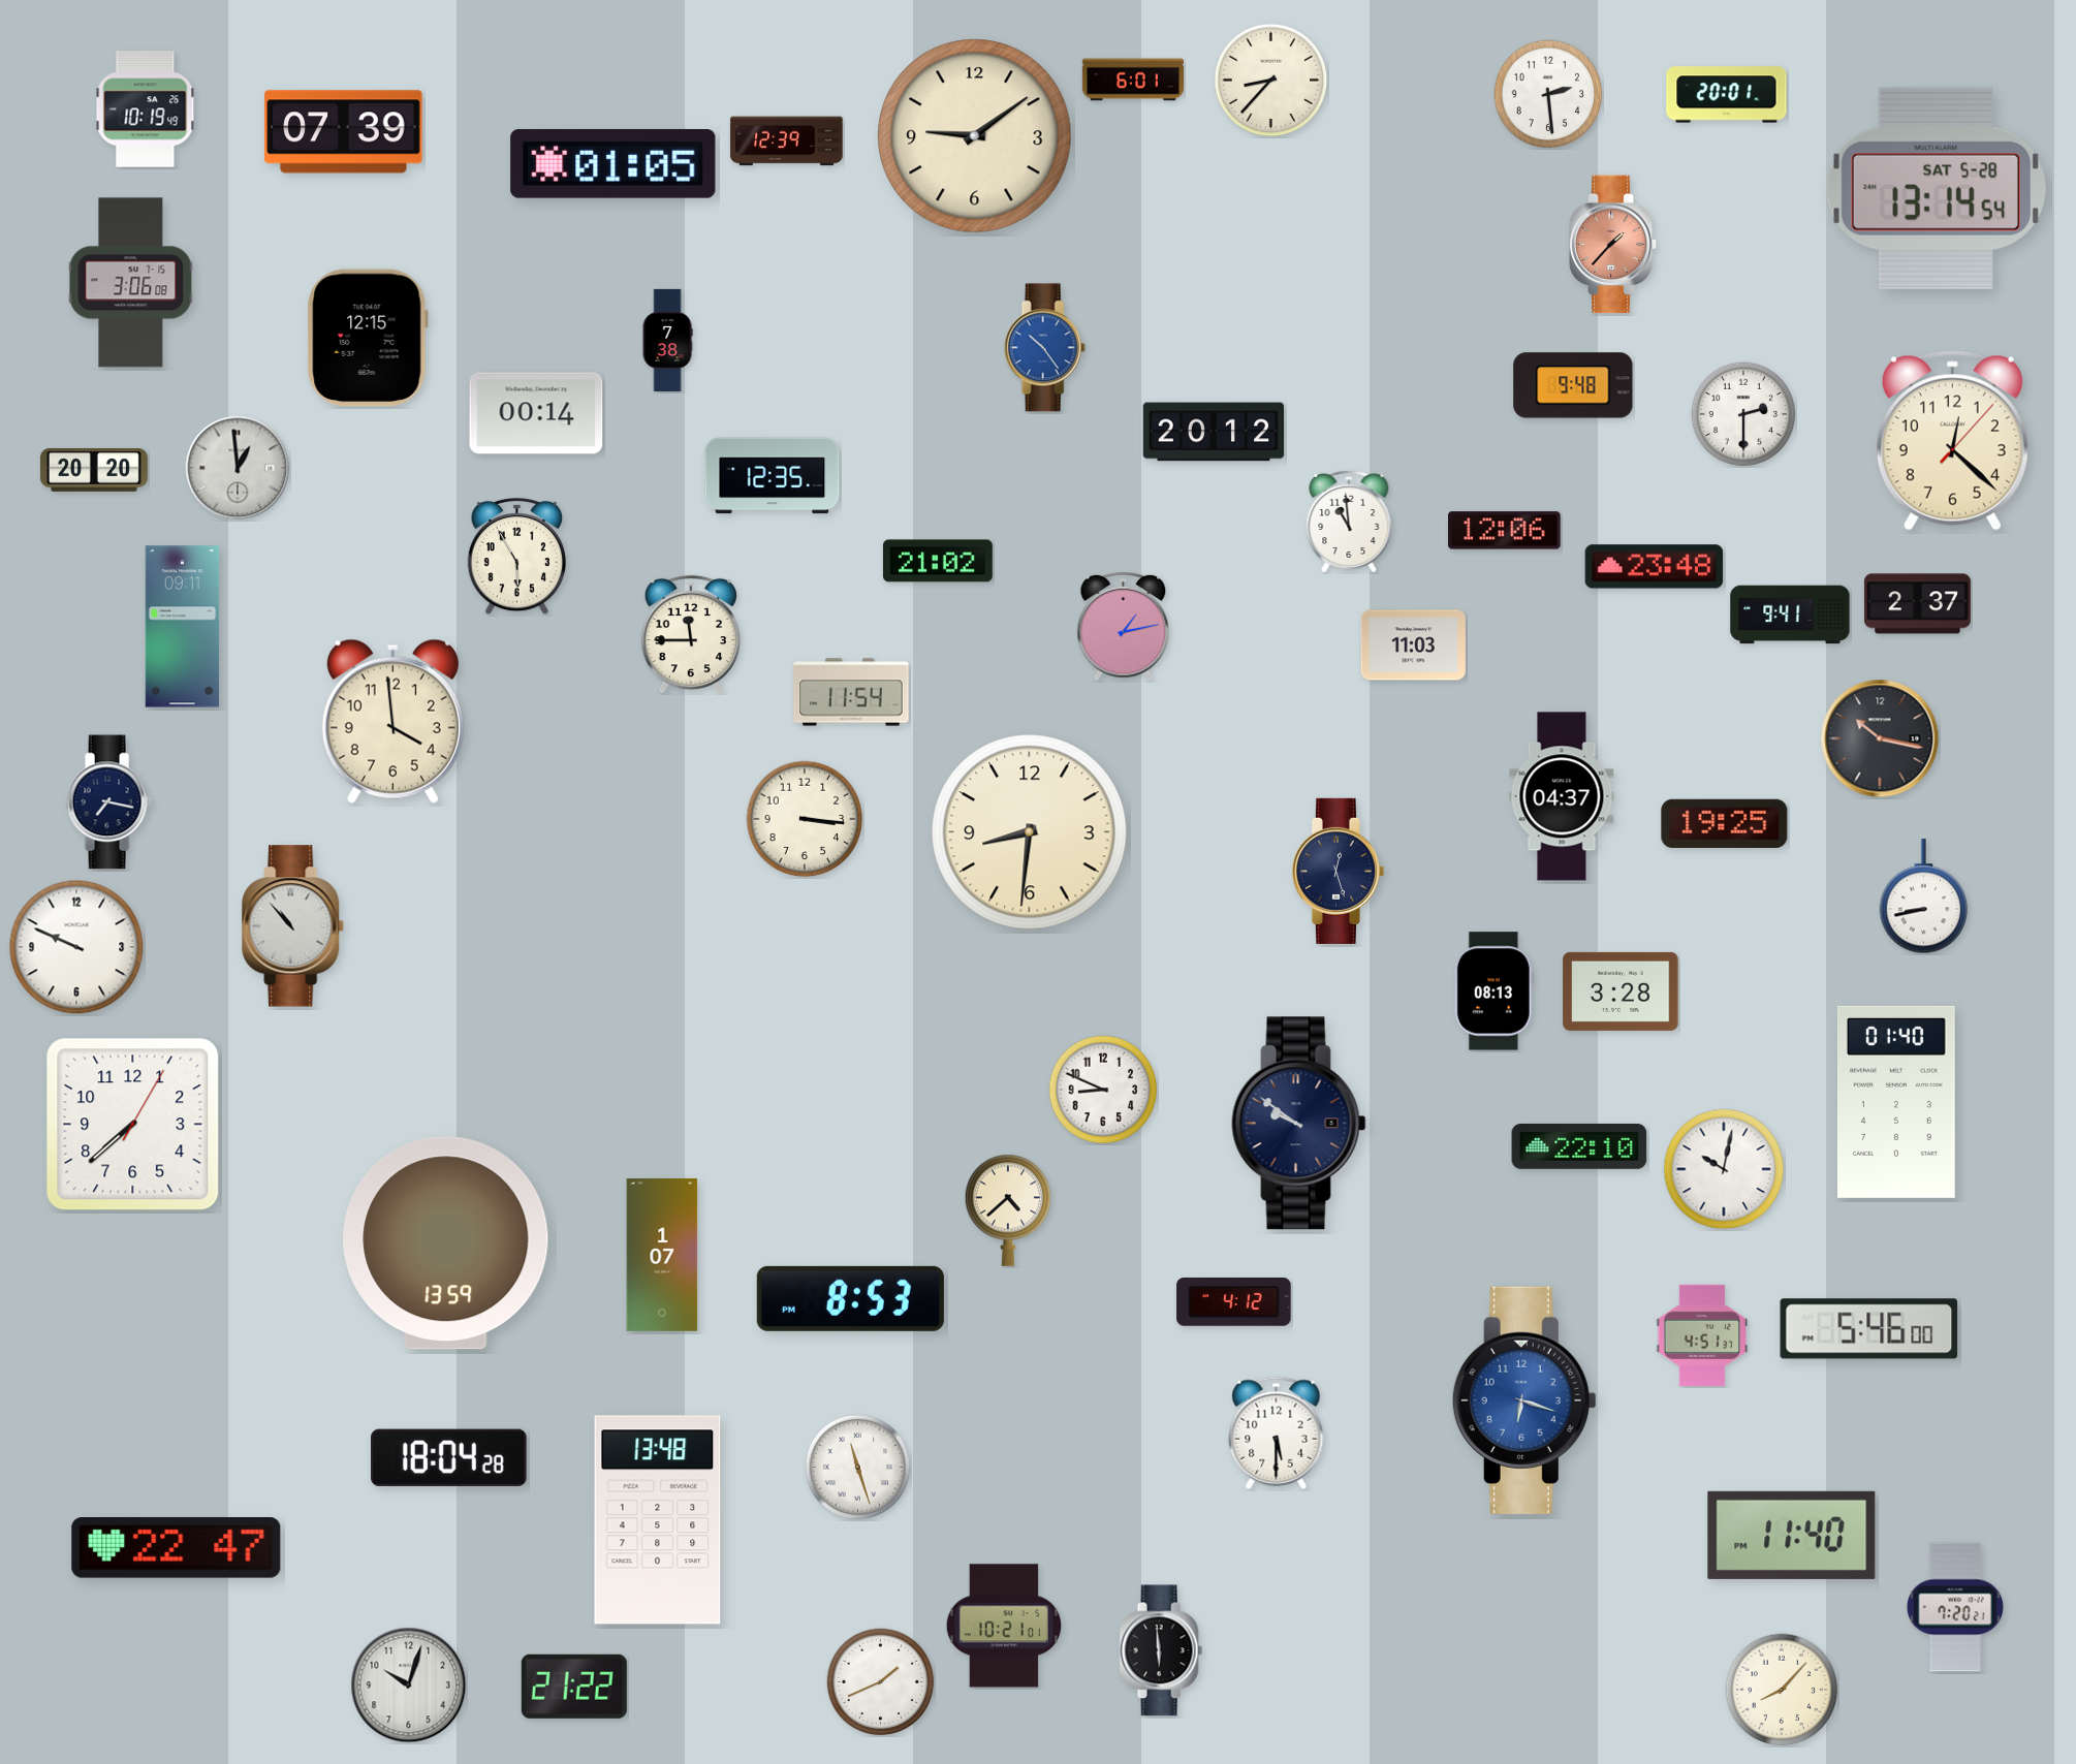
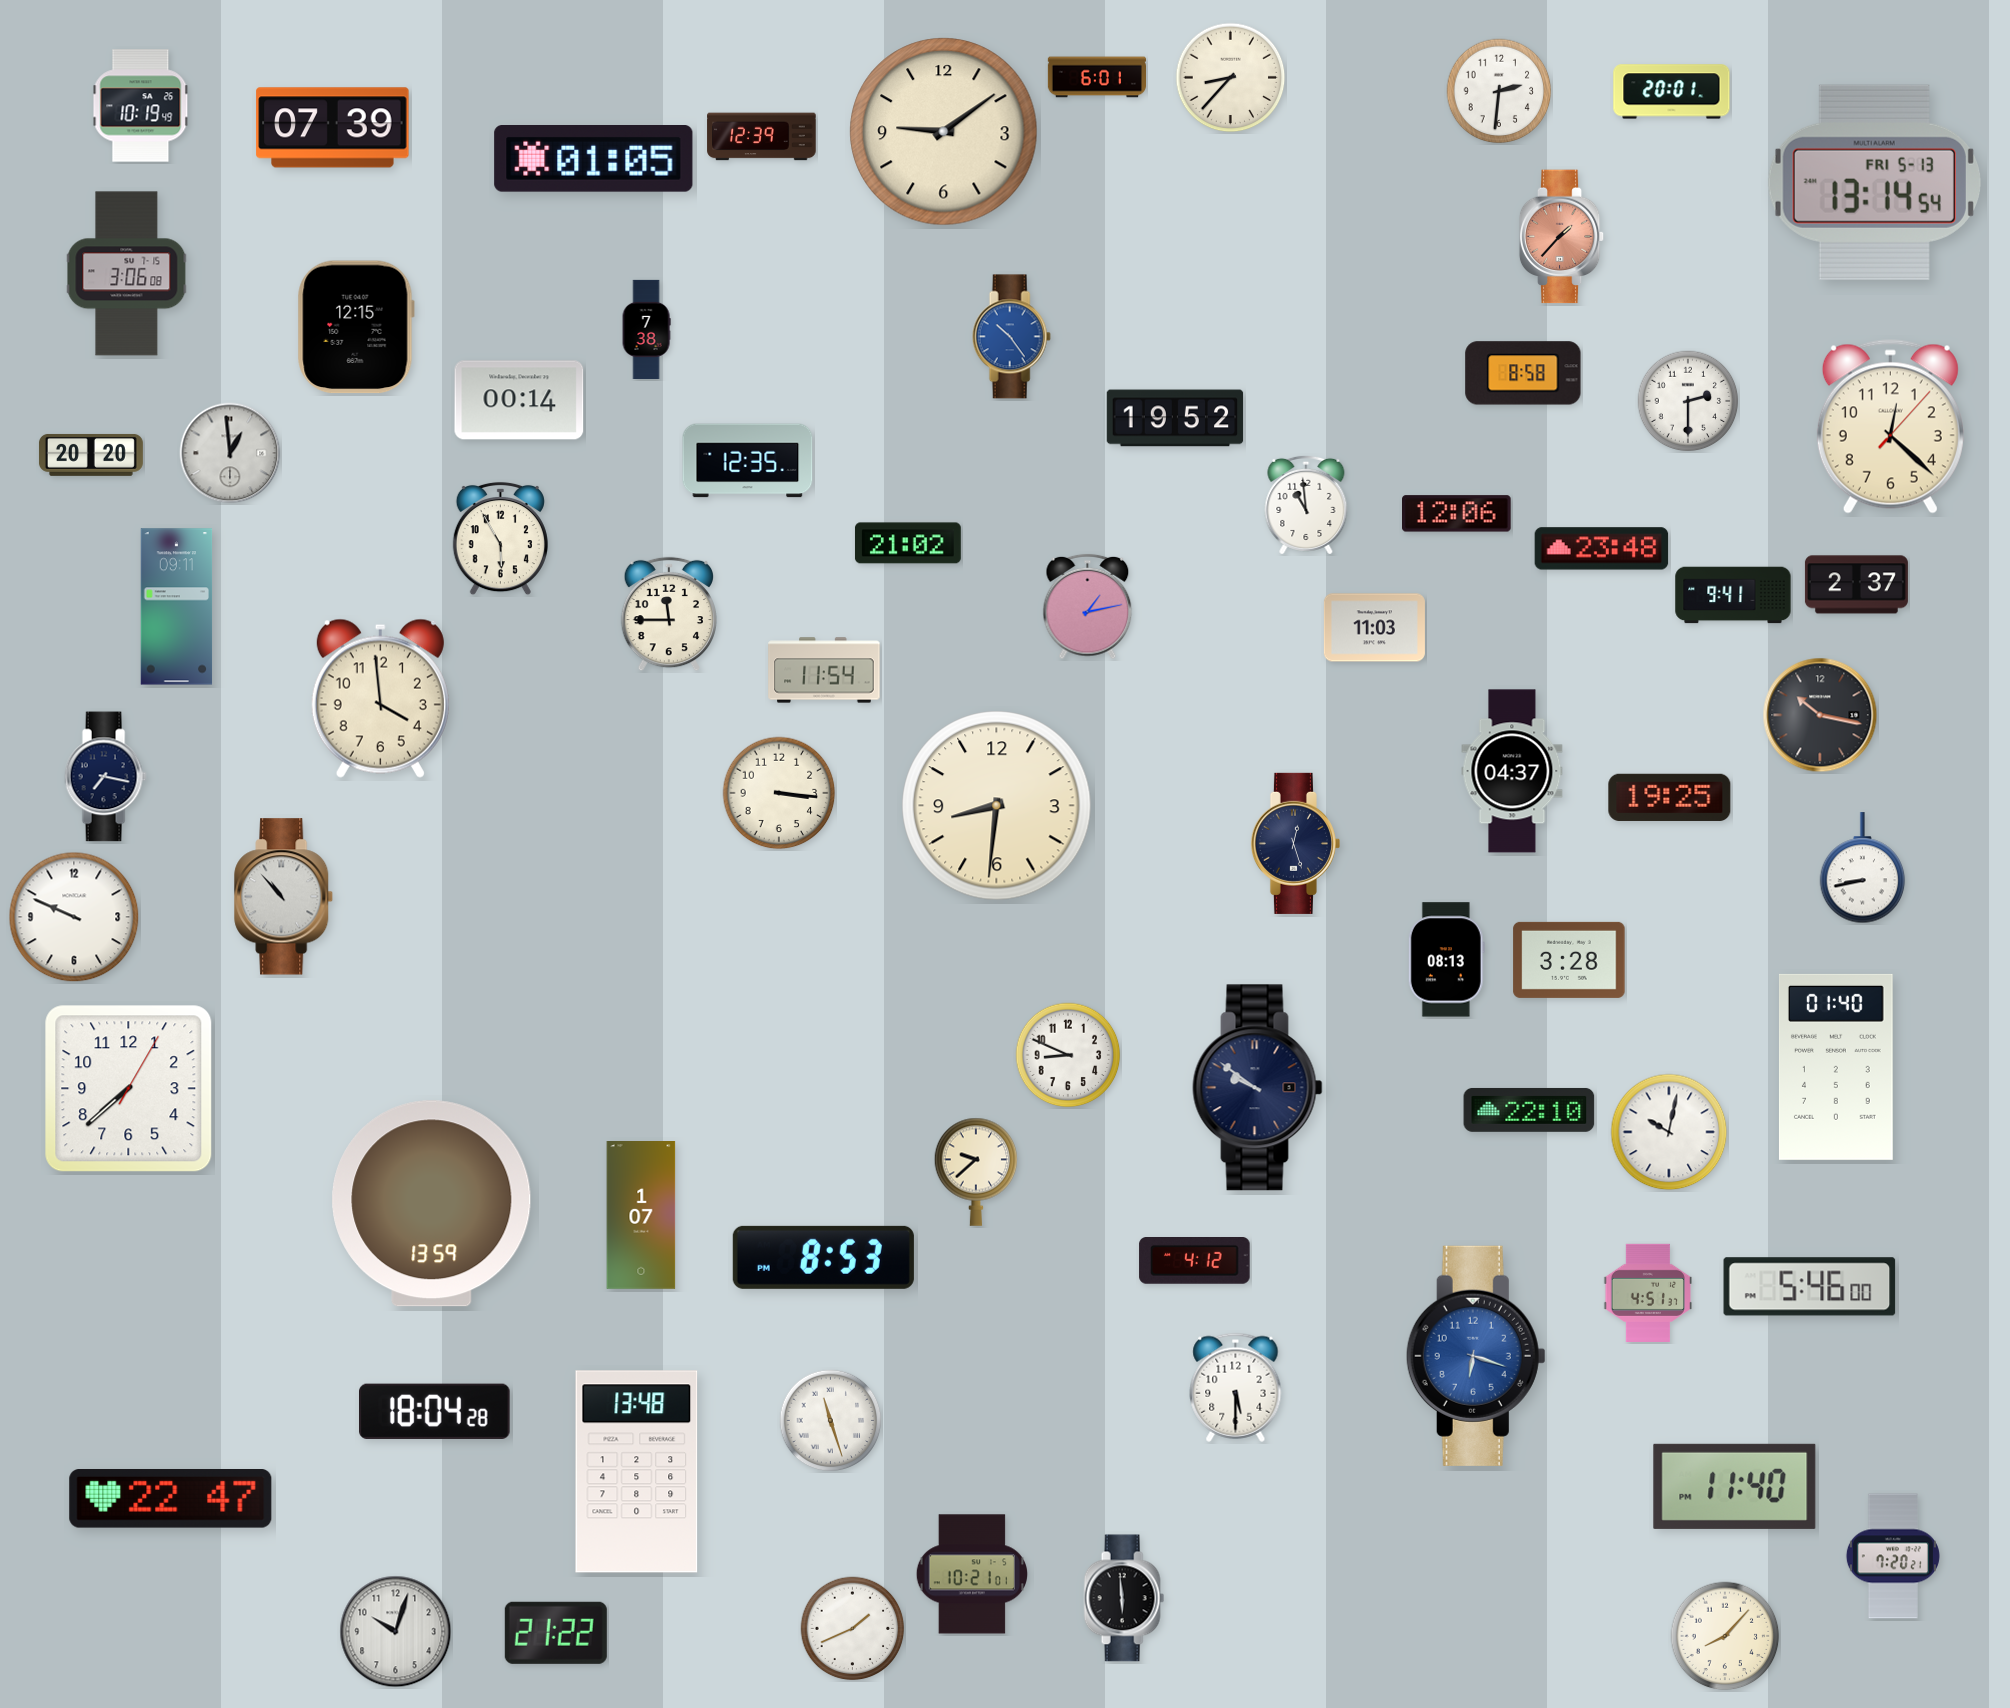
clock at (1548, 94): 2:29 -> 2:31
clock at (1936, 188) date: SAT 5-28 -> FRI 5-13
clock at (1573, 385): 9:48 -> 8:58
clock at (1214, 432): 20:12 -> 19:52
clock at (1413, 645) position: (1413, 645) -> (1374, 628)
clock at (1008, 1210): 4:38 -> 9:38
